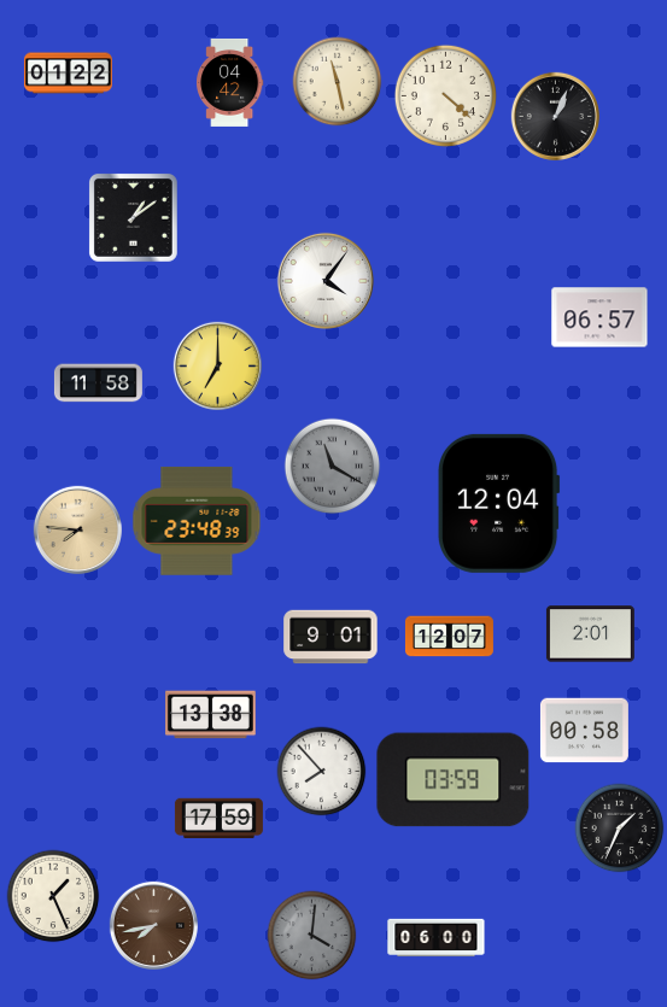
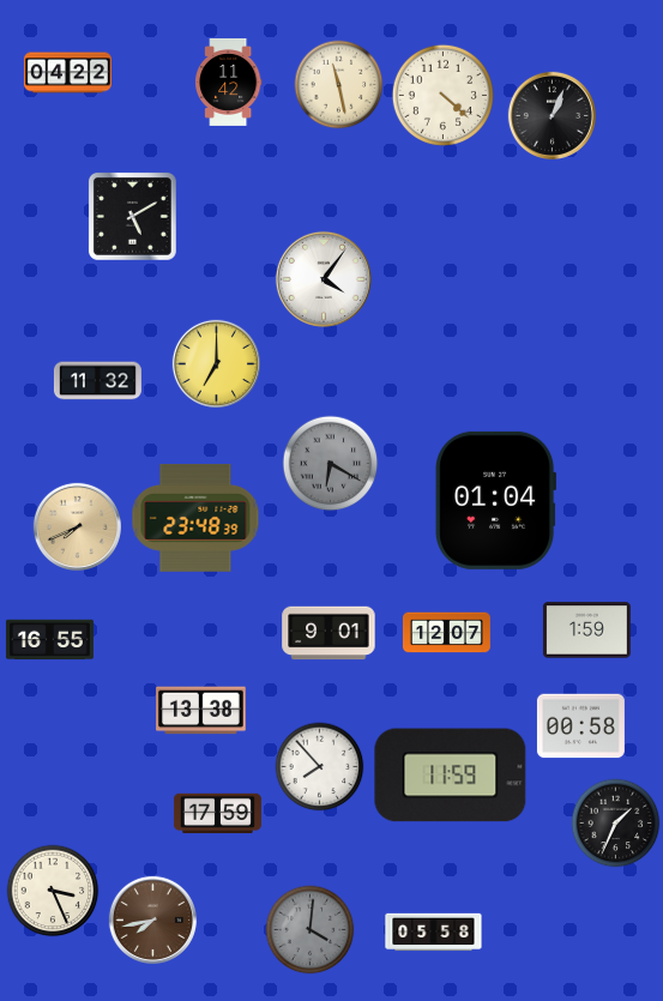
clock at (68, 74): 01:22 -> 04:22
clock at (230, 82): 04:42 -> 11:42
clock at (338, 82) position: (338, 82) -> (339, 85)
clock at (133, 217): 1:09 -> 5:10
clock at (599, 317): 06:57 -> none
clock at (98, 384): 11:58 -> 11:32
clock at (333, 467): 11:20 -> 6:20
clock at (499, 503): 12:04 -> 01:04
clock at (77, 529): 7:46 -> 7:41
clock at (590, 634): 2:01 -> 1:59
clock at (49, 640): none -> 16:55
clock at (211, 715) position: (211, 715) -> (201, 711)
clock at (454, 780): 03:59 -> 11:59
clock at (53, 896): 1:26 -> 3:26
clock at (437, 938): 06:00 -> 05:58
